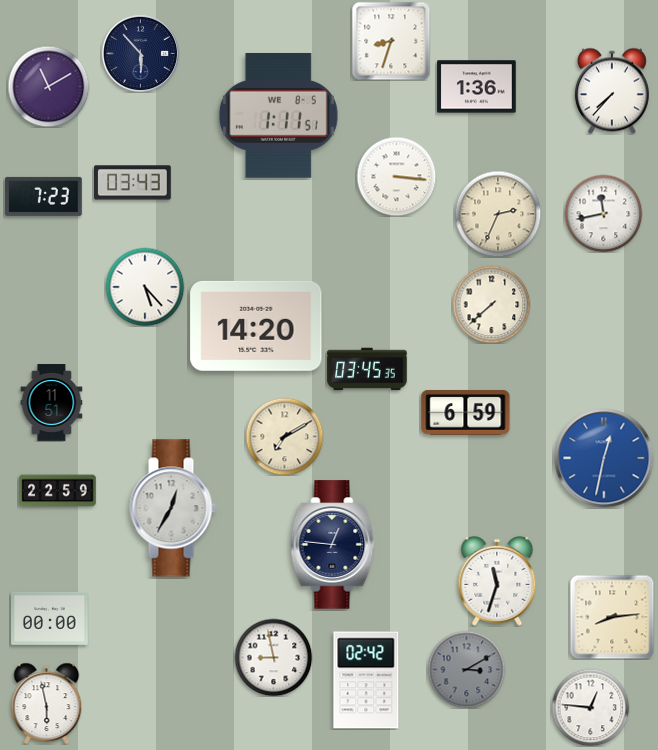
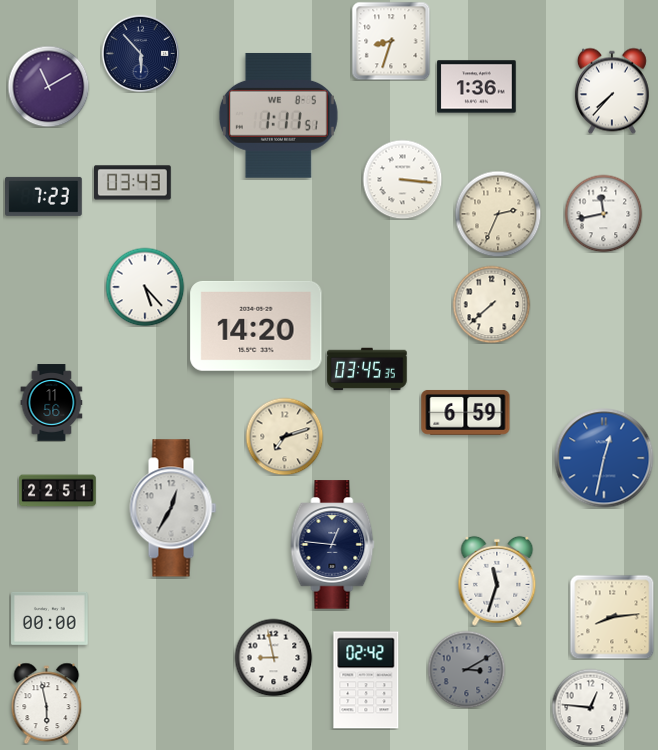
clock at (396, 176) position: (396, 176) -> (402, 179)
clock at (52, 403): 11:51 -> 11:56
clock at (284, 436): 7:10 -> 7:12
clock at (58, 491): 22:59 -> 22:51
